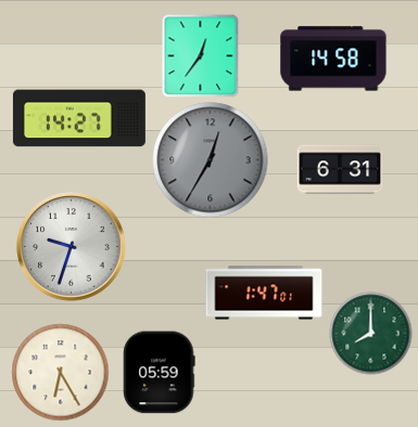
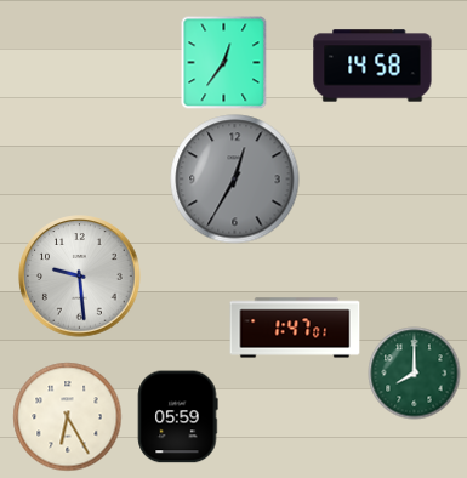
clock at (79, 118): 14:27 -> none
clock at (340, 169): 6:31 -> none
clock at (72, 247): 9:33 -> 9:29
